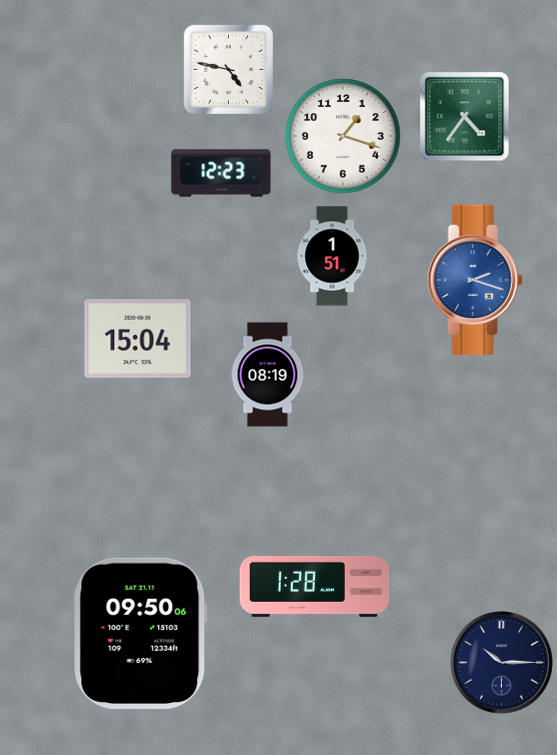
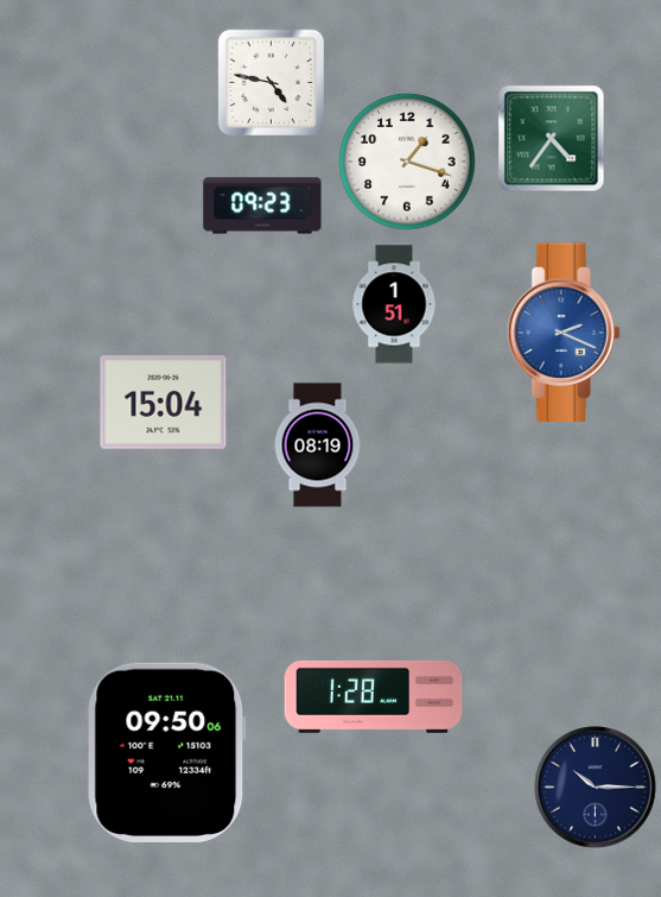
clock at (221, 173): 12:23 -> 09:23
clock at (475, 280): 2:18 -> 2:19
